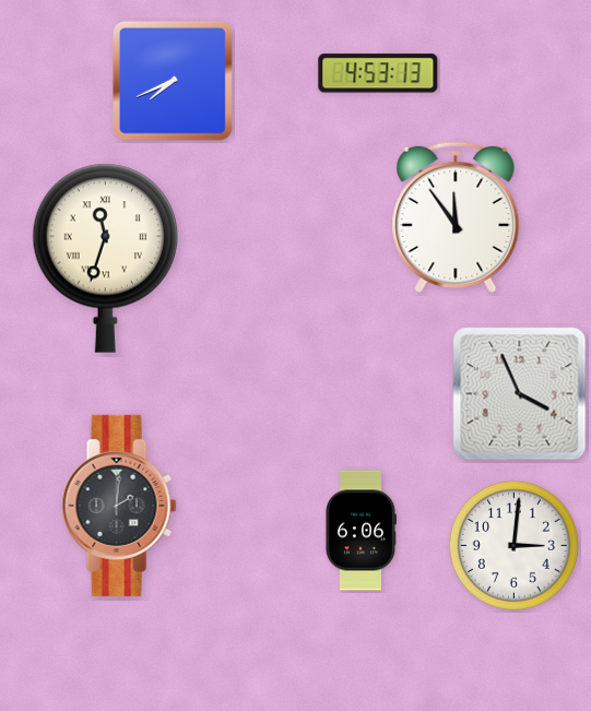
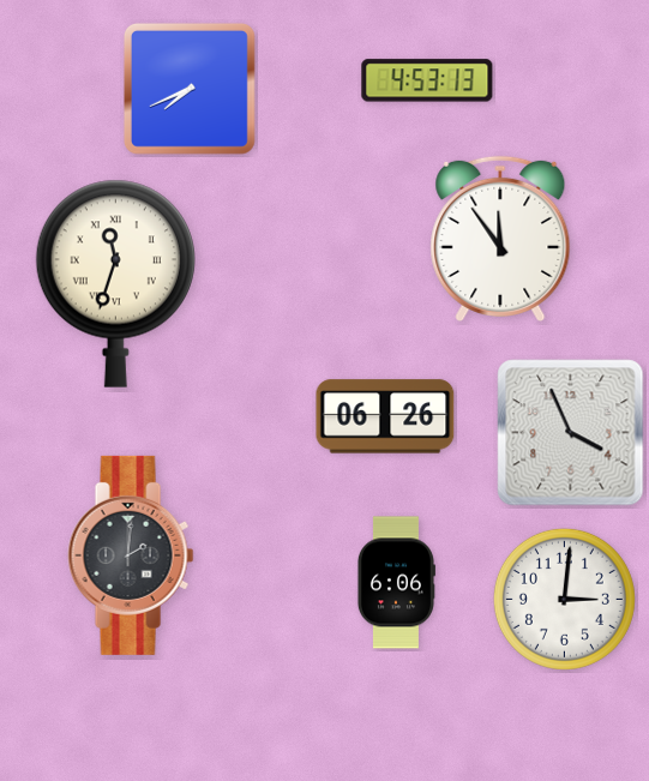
clock at (378, 73) position: (378, 73) -> (427, 80)
clock at (385, 416): none -> 06:26
